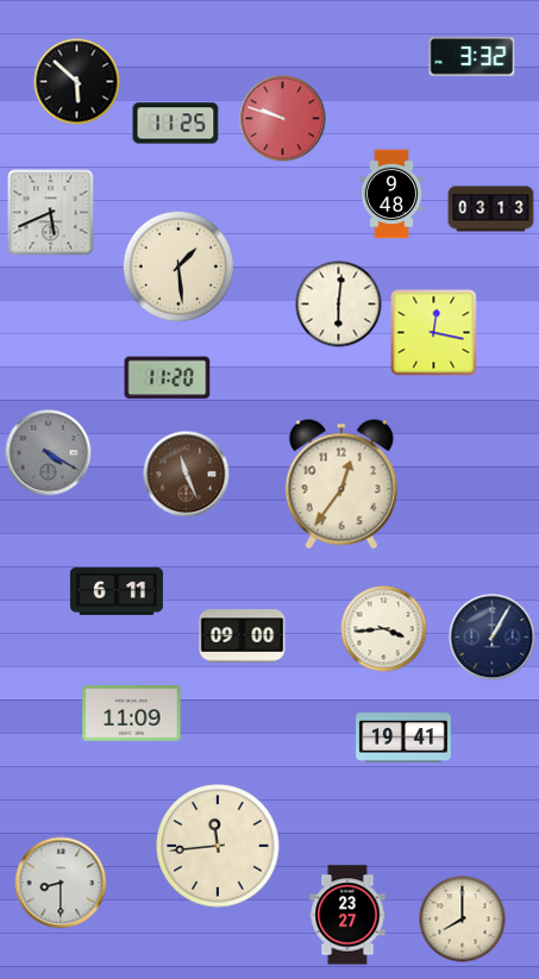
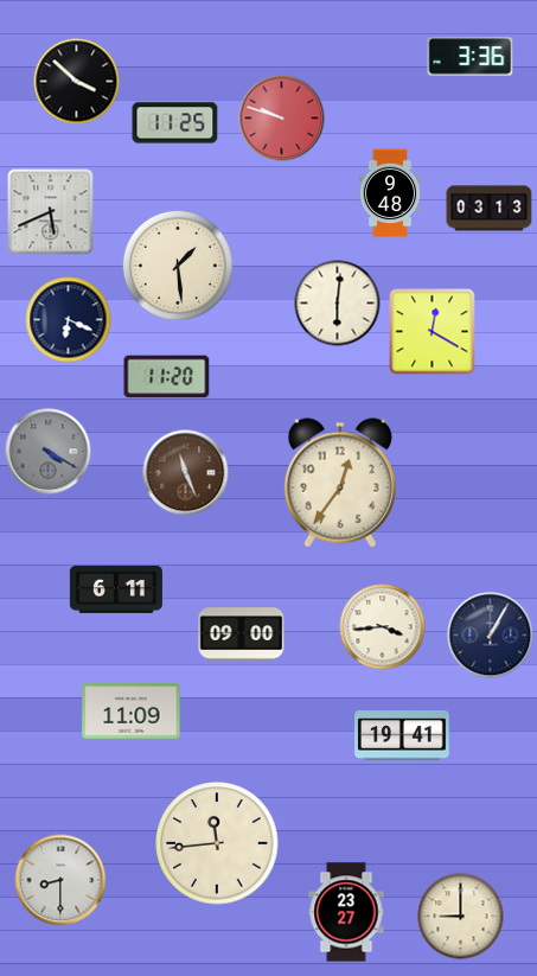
clock at (472, 57): 3:32 -> 3:36
clock at (77, 82): 5:52 -> 3:52
clock at (69, 320): none -> 6:19
clock at (434, 333): 12:17 -> 12:20
clock at (463, 920): 8:00 -> 9:00
